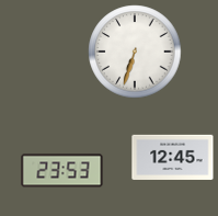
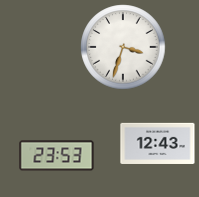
clock at (135, 52): 6:33 -> 3:33
clock at (173, 157): 12:45 -> 12:43
